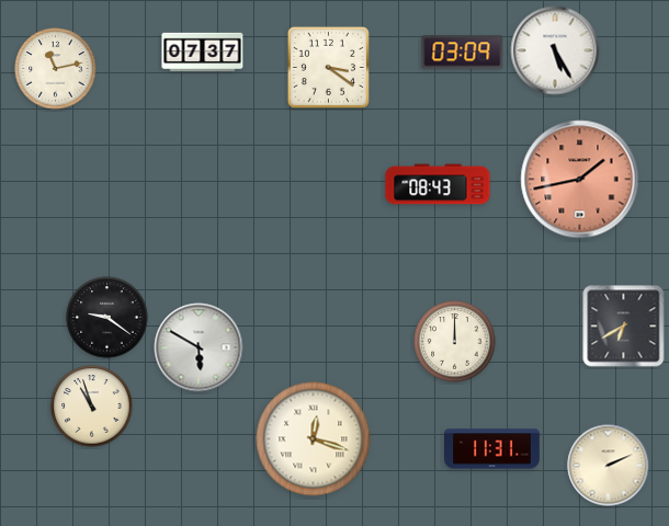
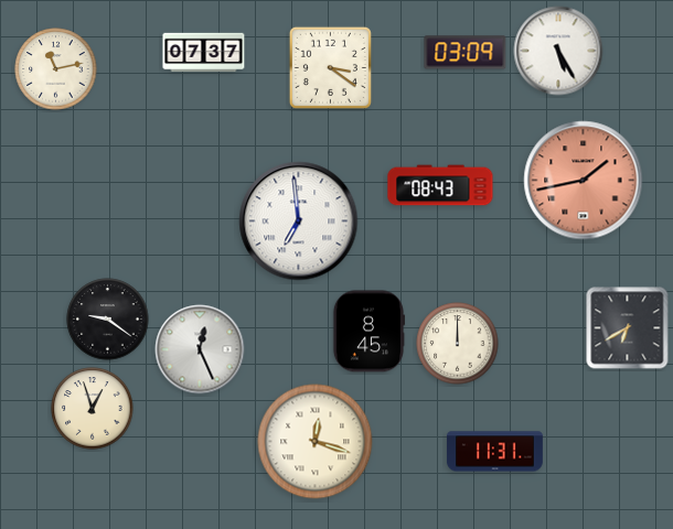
clock at (299, 222): none -> 6:59
clock at (367, 332): none -> 8:45
clock at (199, 347): 5:50 -> 12:26
clock at (92, 407): 10:57 -> 12:57
clock at (609, 466): 2:11 -> none
